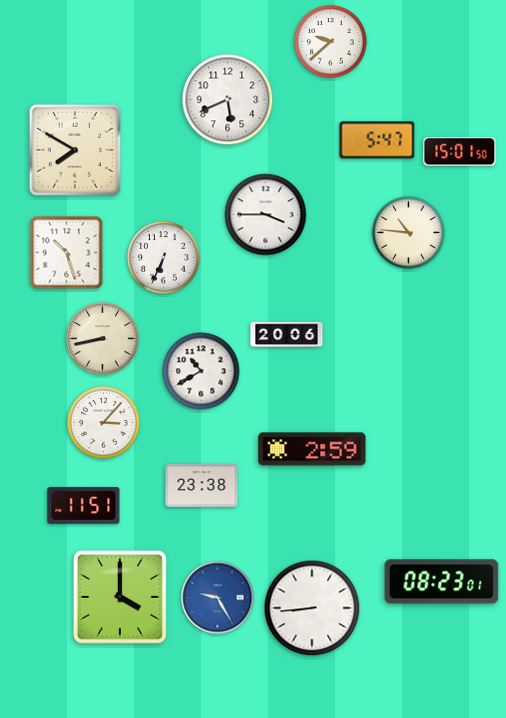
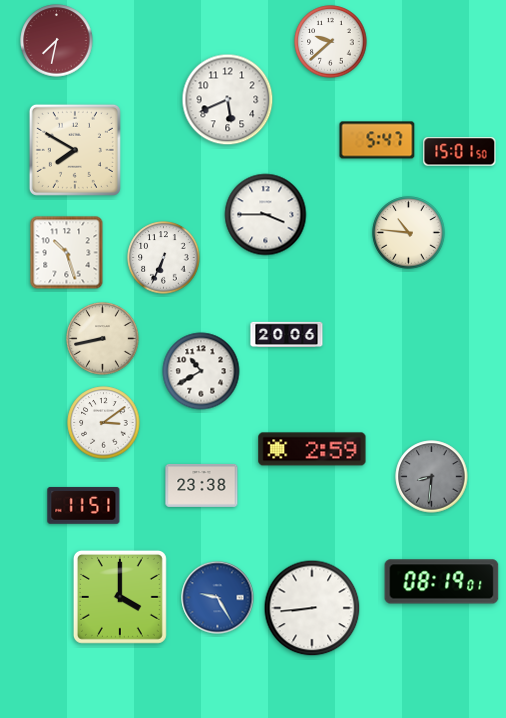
clock at (57, 41): none -> 7:32
clock at (104, 423): 3:07 -> 3:09
clock at (432, 477): none -> 8:31
clock at (442, 582): 08:23 -> 08:19
